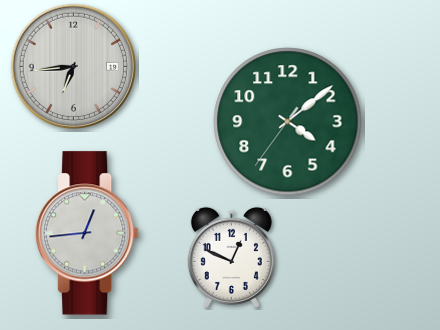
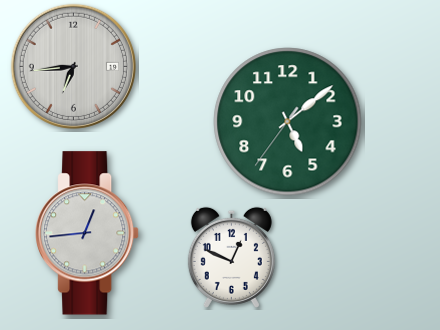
clock at (288, 122): 4:08 -> 5:08
